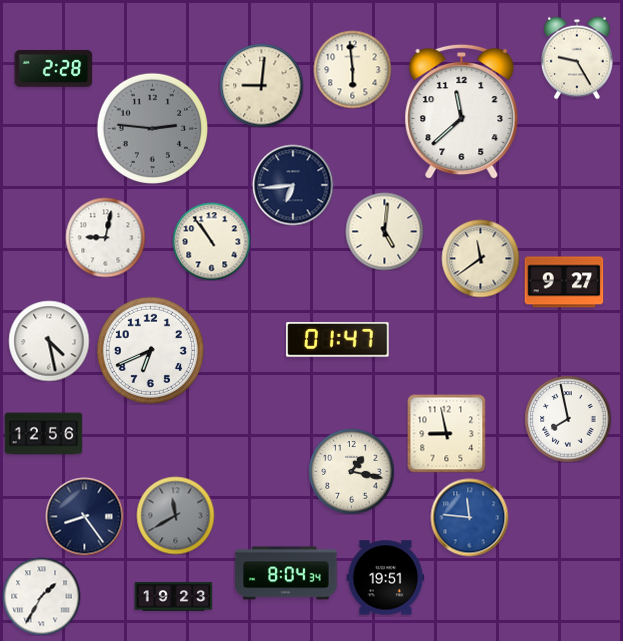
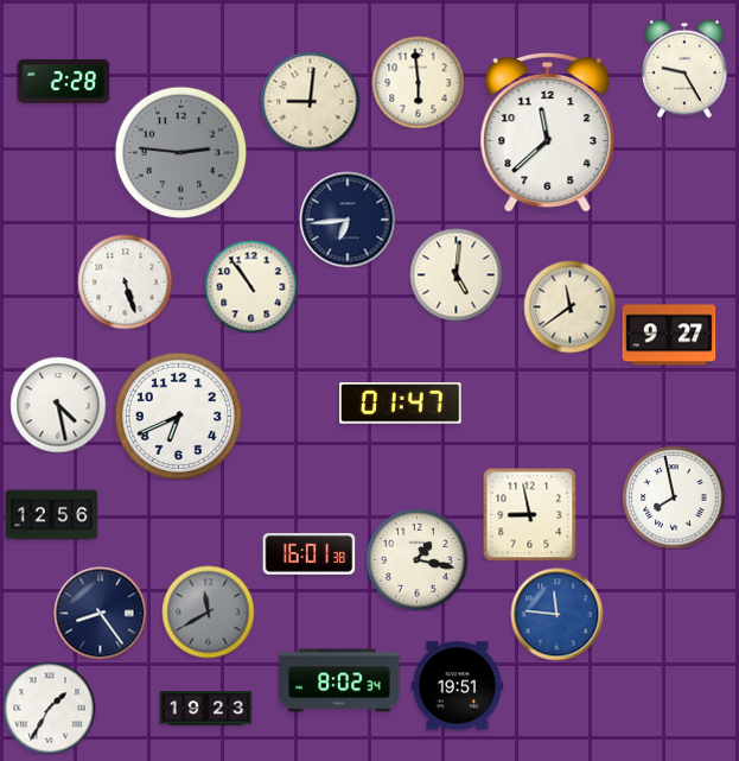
clock at (105, 237): 9:02 -> 5:27
clock at (308, 554): none -> 16:01
clock at (286, 573): 8:04 -> 8:02
